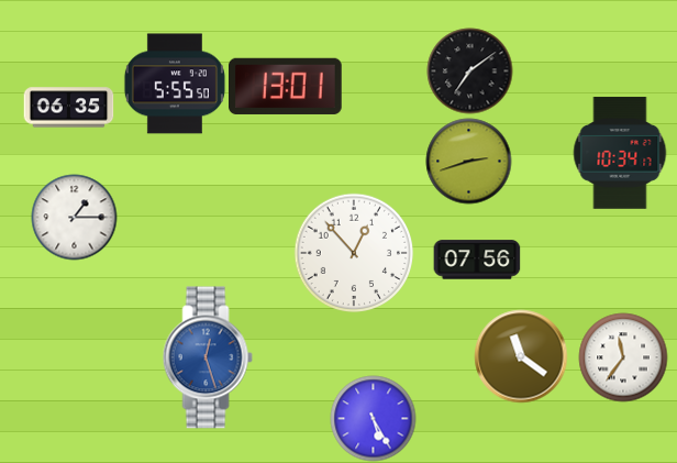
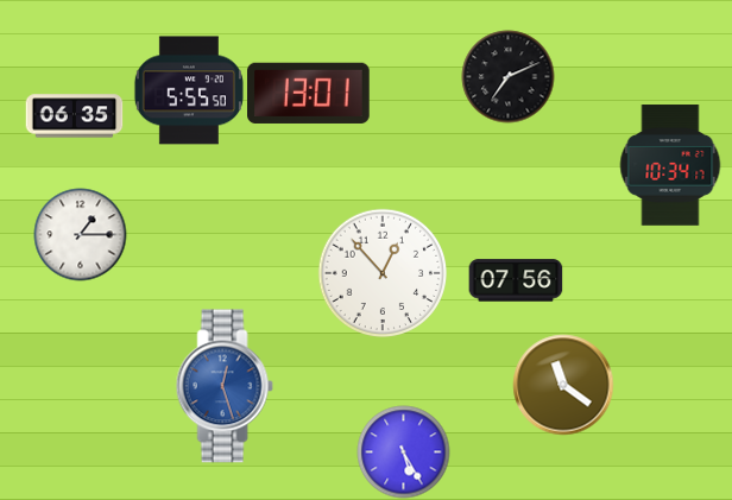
clock at (469, 70): 7:09 -> 7:11
clock at (468, 161): 2:42 -> none
clock at (623, 357): 11:36 -> none
